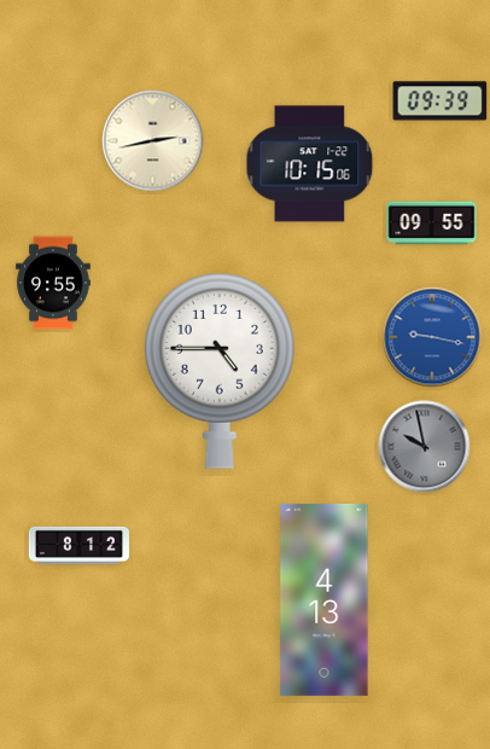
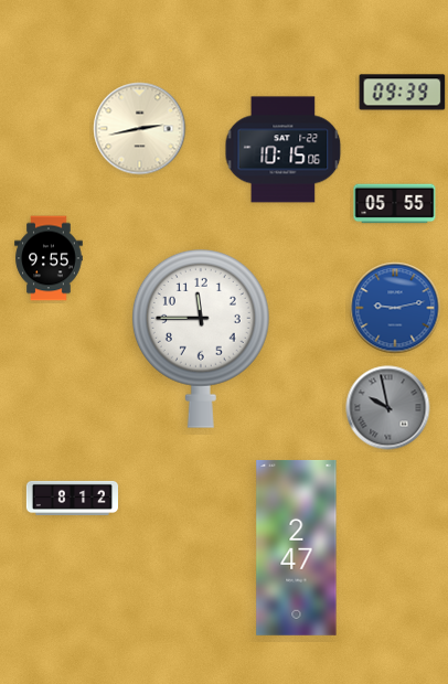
clock at (432, 223): 09:55 -> 05:55
clock at (432, 337): 9:17 -> 9:13
clock at (220, 371): 4:45 -> 11:45
clock at (325, 599): 4:13 -> 2:47
